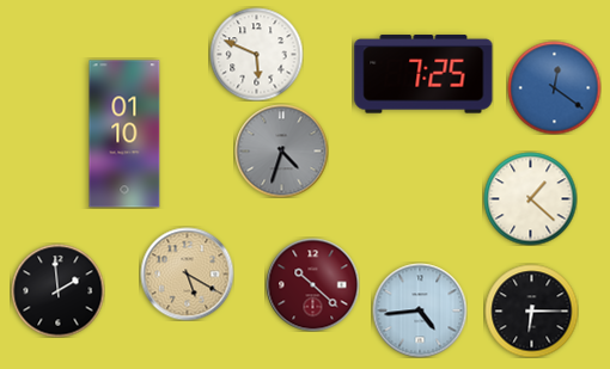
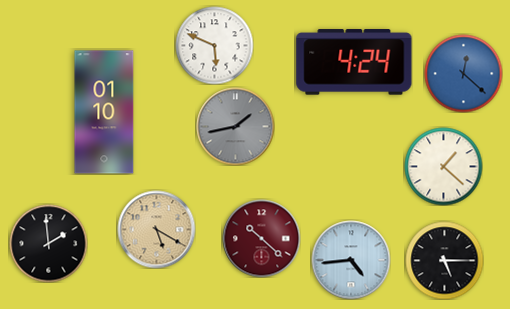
clock at (423, 74): 7:25 -> 4:24
clock at (554, 87): 12:21 -> 12:22
clock at (281, 150): 4:33 -> 1:43
clock at (531, 310): 6:15 -> 5:15
